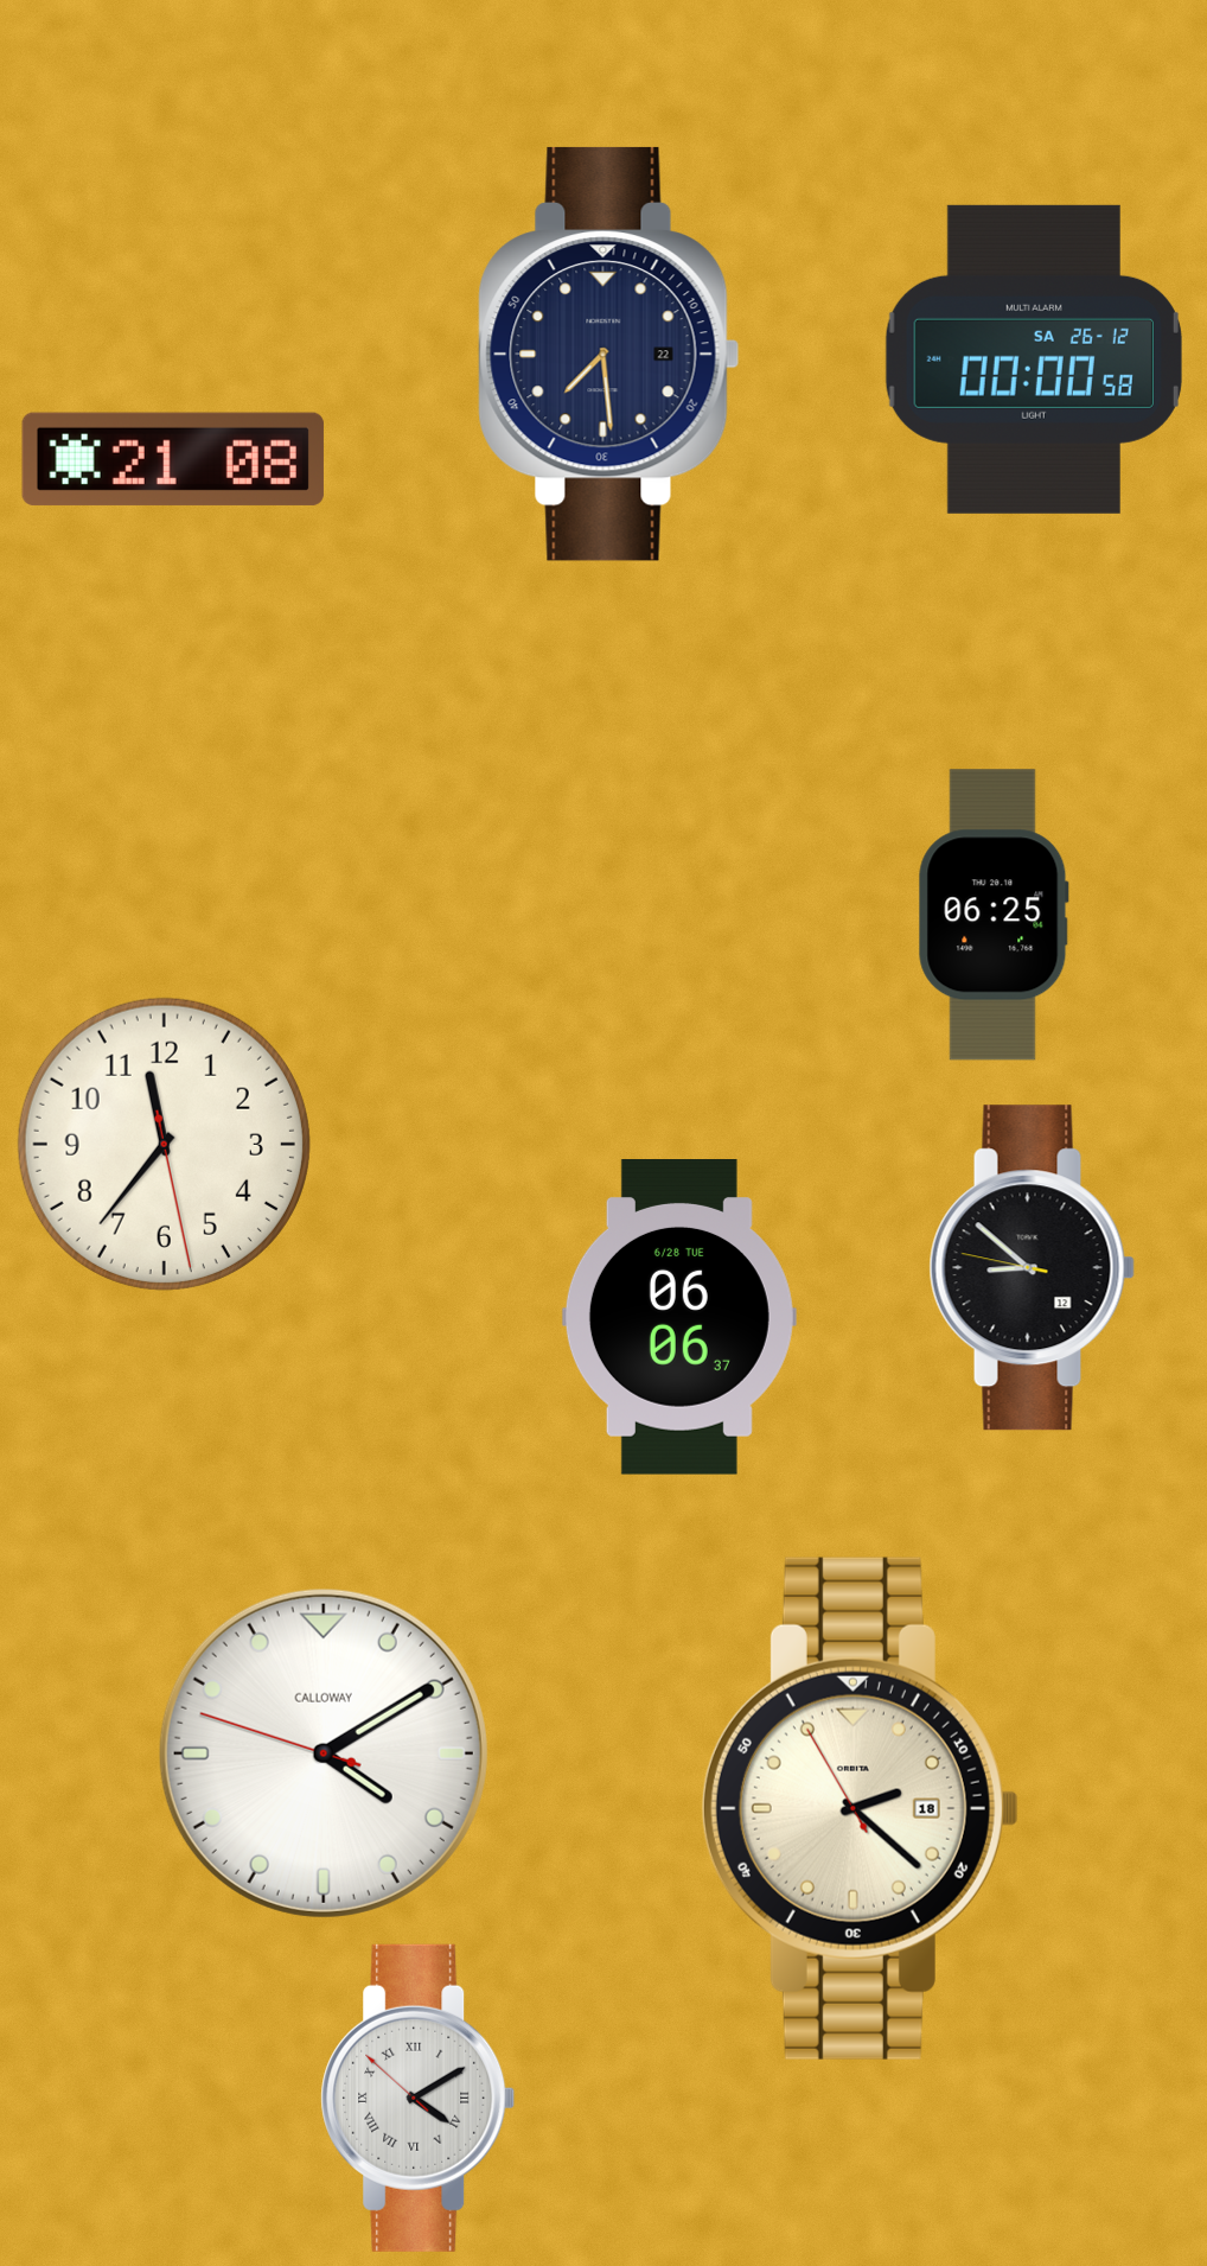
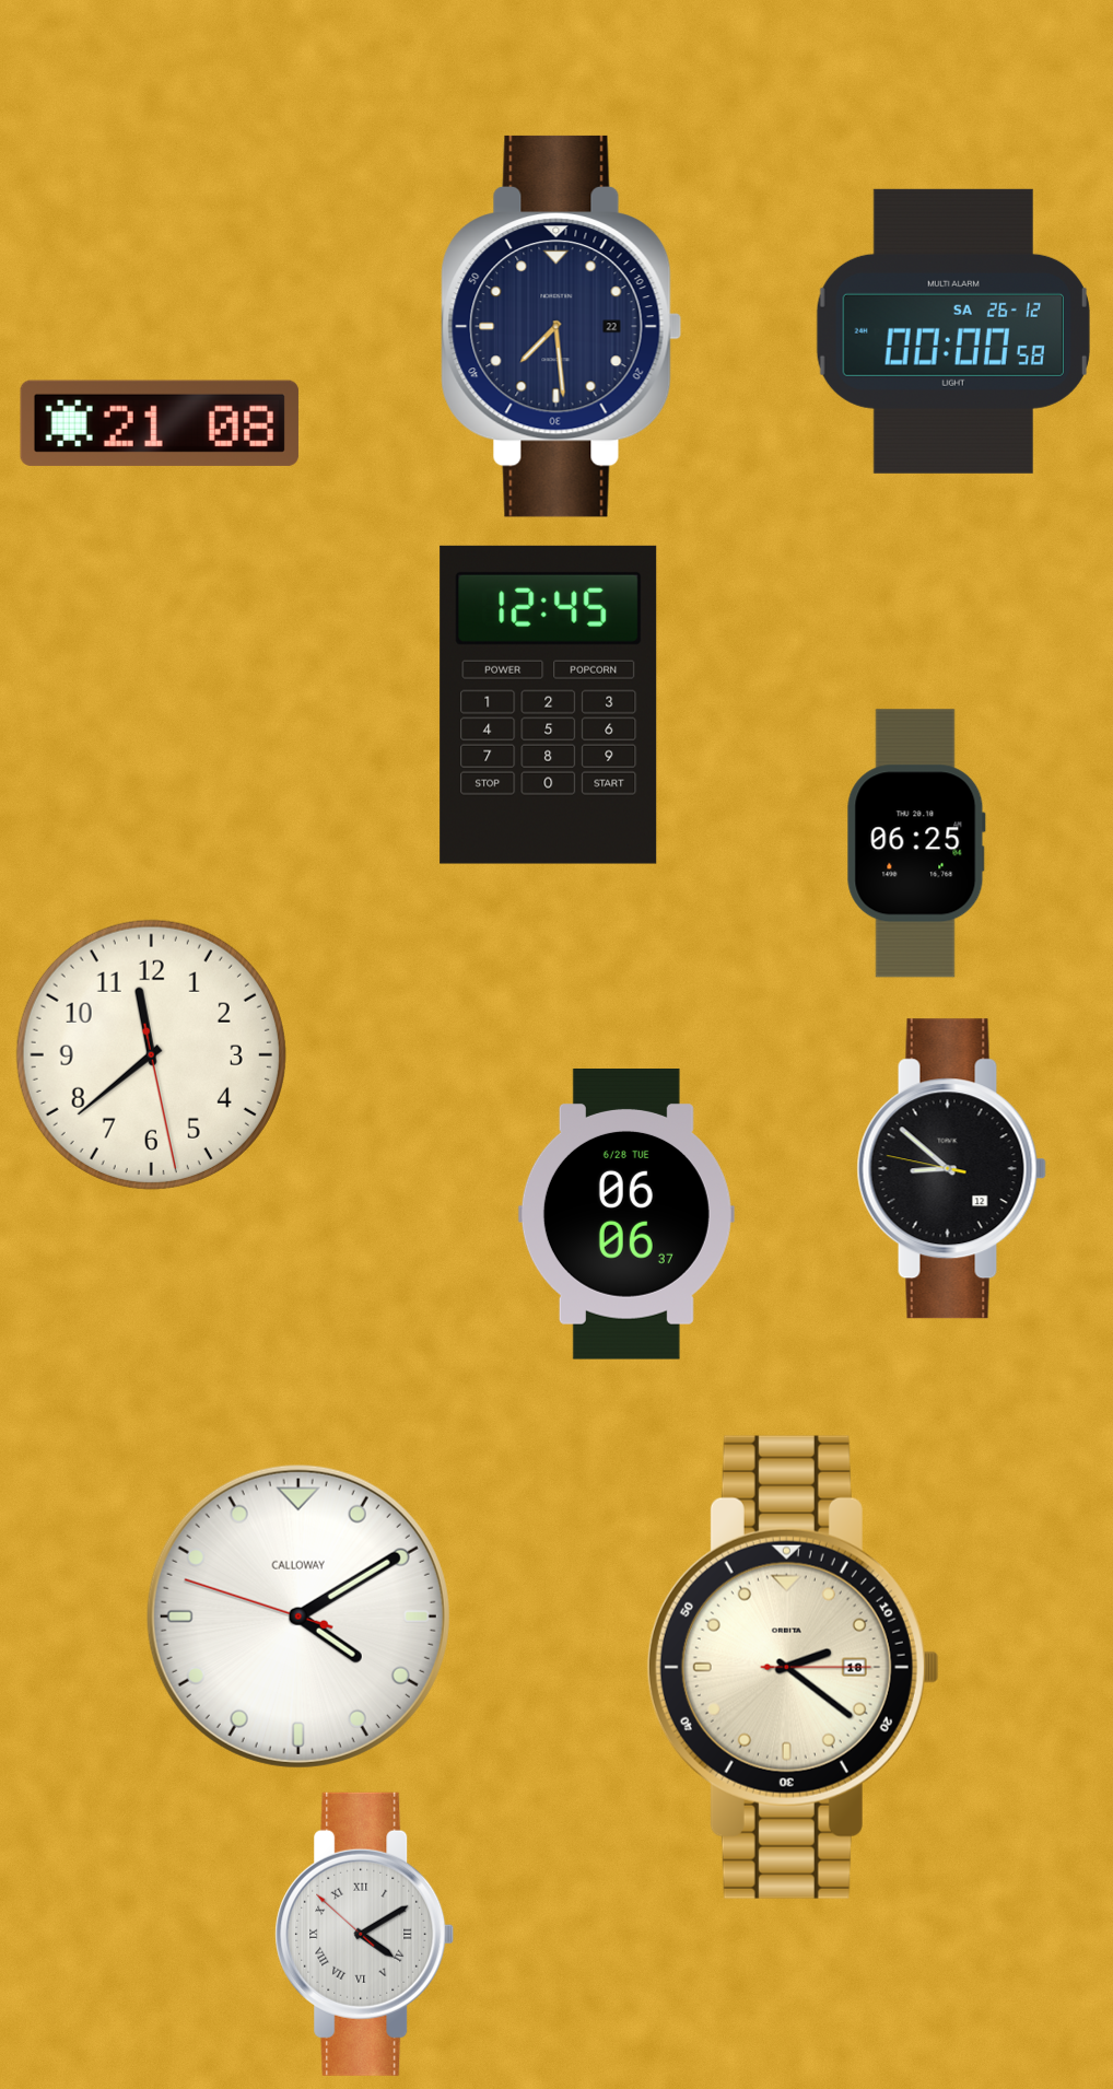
clock at (549, 704): none -> 12:45
clock at (164, 1144): 11:36 -> 11:38
clock at (860, 1808): 2:21:55 -> 2:21:15
clock at (419, 2098) position: (419, 2098) -> (365, 1934)
